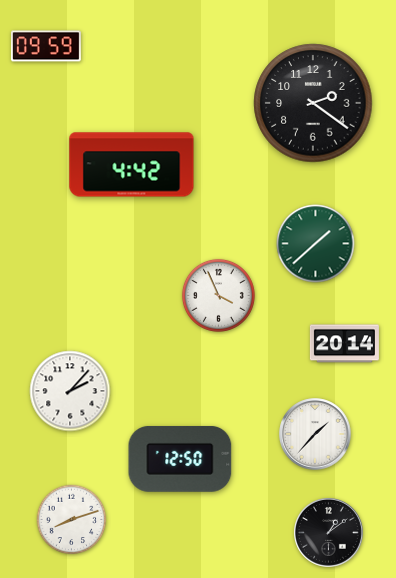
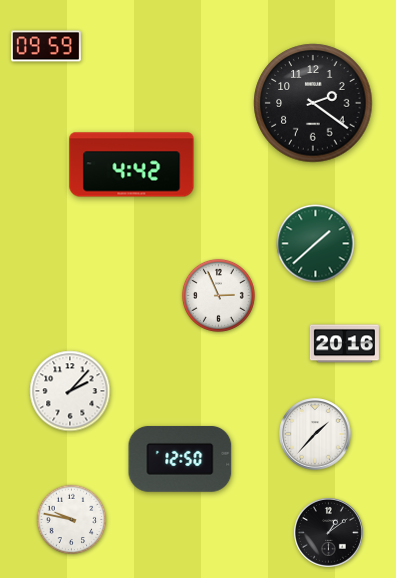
clock at (218, 295): 3:56 -> 2:56
clock at (344, 344): 20:14 -> 20:16
clock at (72, 520): 8:12 -> 9:47
